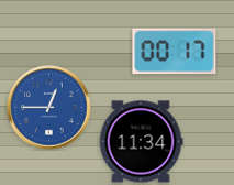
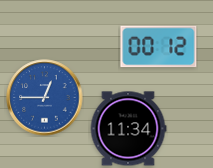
clock at (175, 52): 00:17 -> 00:12
